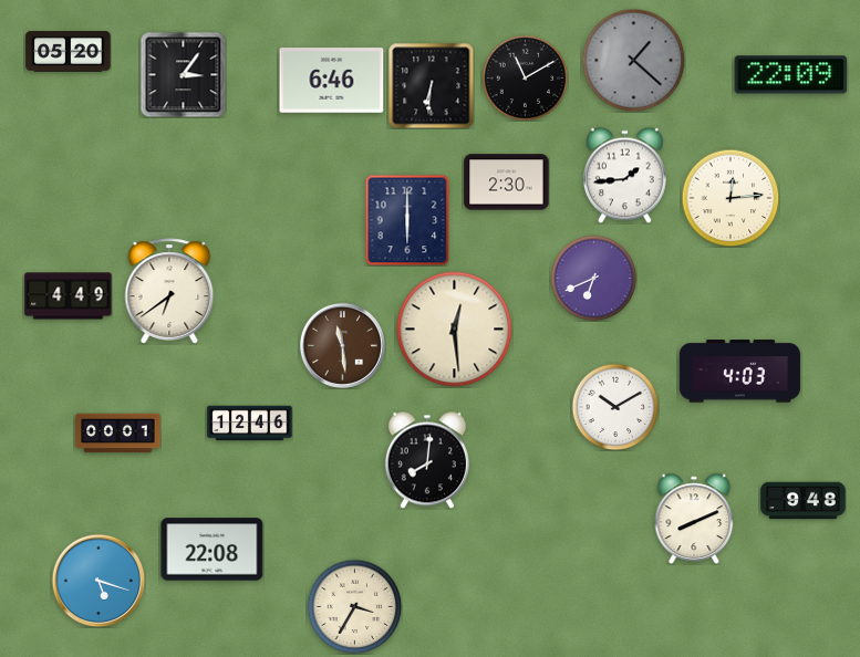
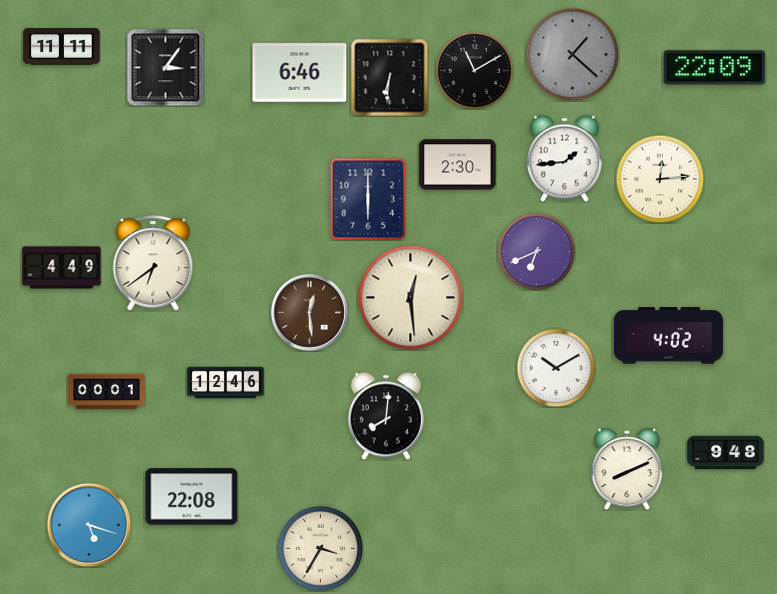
clock at (69, 52): 05:20 -> 11:11
clock at (342, 345): 11:29 -> 12:29
clock at (739, 372): 4:03 -> 4:02
